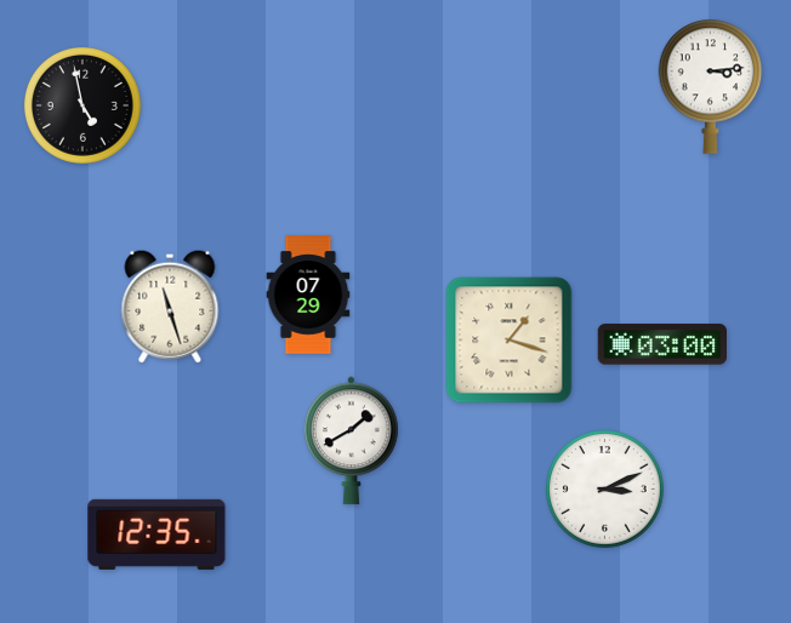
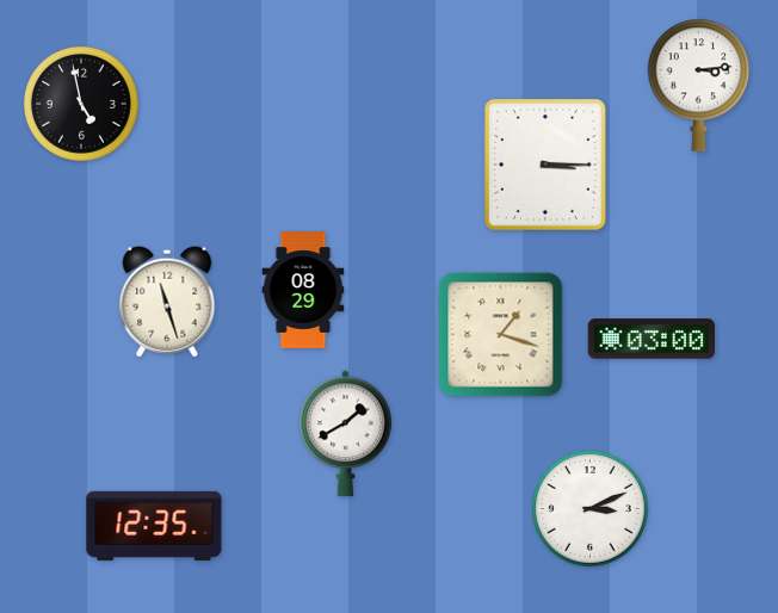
clock at (545, 166): none -> 3:15
clock at (308, 295): 07:29 -> 08:29
clock at (605, 490) position: (605, 490) -> (591, 509)
